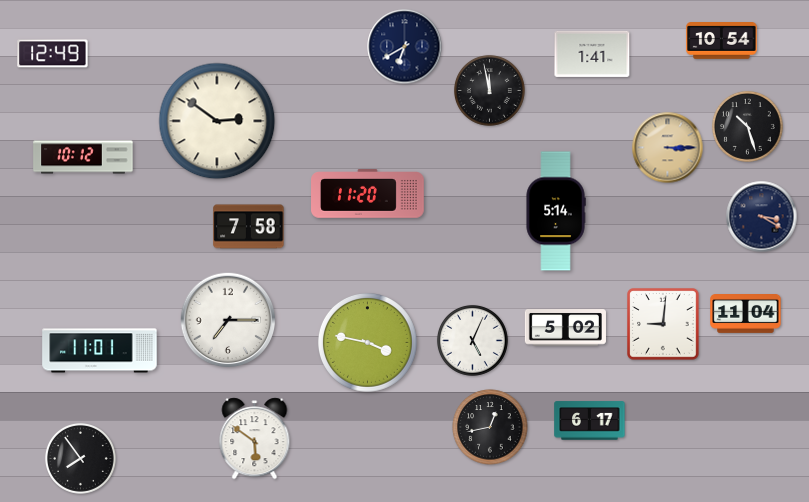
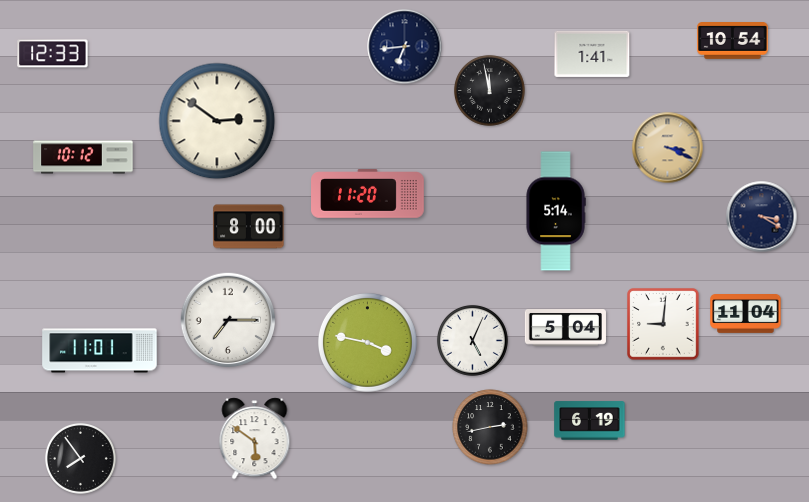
clock at (722, 41) position: (722, 41) -> (733, 41)
clock at (405, 47): 6:40 -> 6:44
clock at (53, 54): 12:49 -> 12:33
clock at (747, 126): 10:27 -> none
clock at (668, 148): 3:15 -> 3:19
clock at (249, 227): 7:58 -> 8:00
clock at (565, 328): 5:02 -> 5:04
clock at (590, 421): 6:17 -> 6:19
clock at (490, 427): 12:43 -> 2:43
